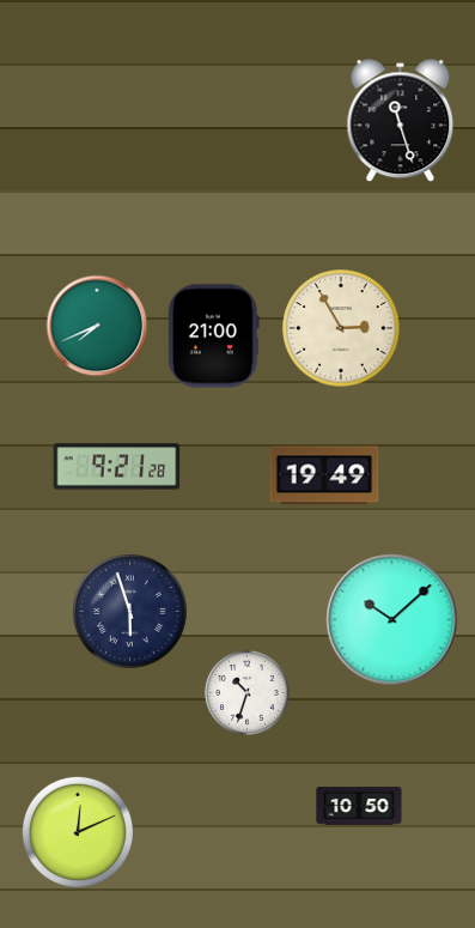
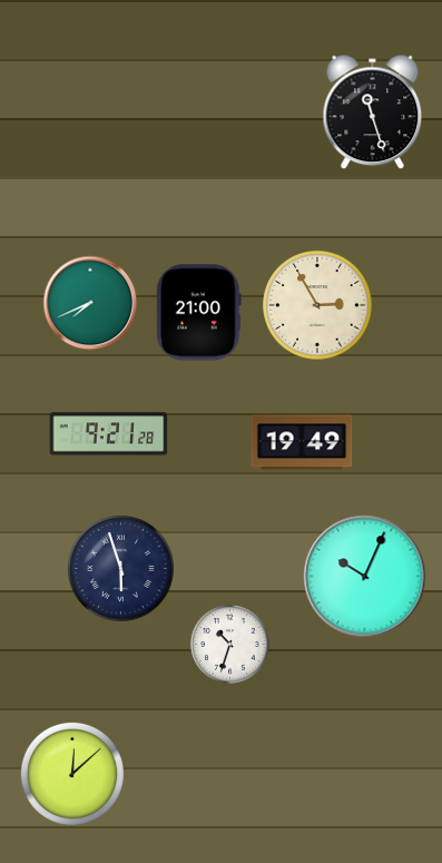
clock at (392, 620): 10:08 -> 10:04
clock at (359, 806): 10:50 -> none
clock at (78, 832): 12:11 -> 12:08
